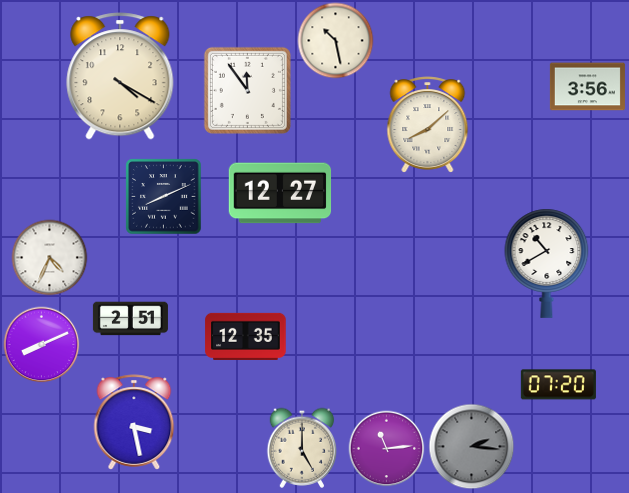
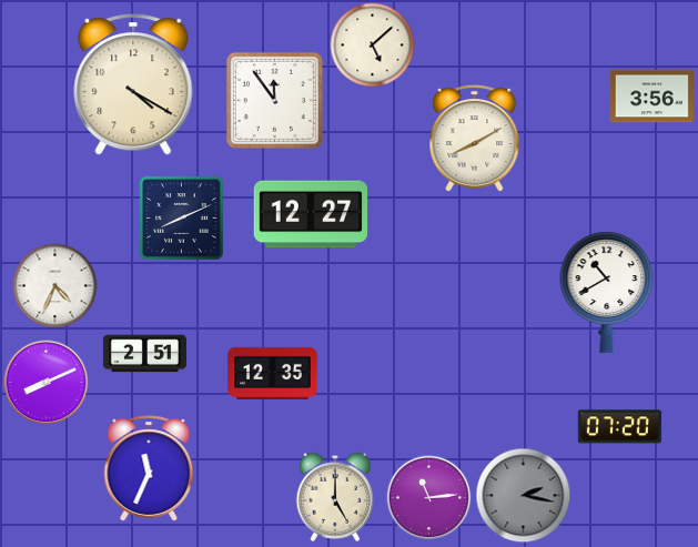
clock at (336, 41): 10:28 -> 5:08
clock at (428, 125): 8:08 -> 8:10
clock at (134, 422): 3:28 -> 11:34
clock at (472, 447): 2:16 -> 2:17
